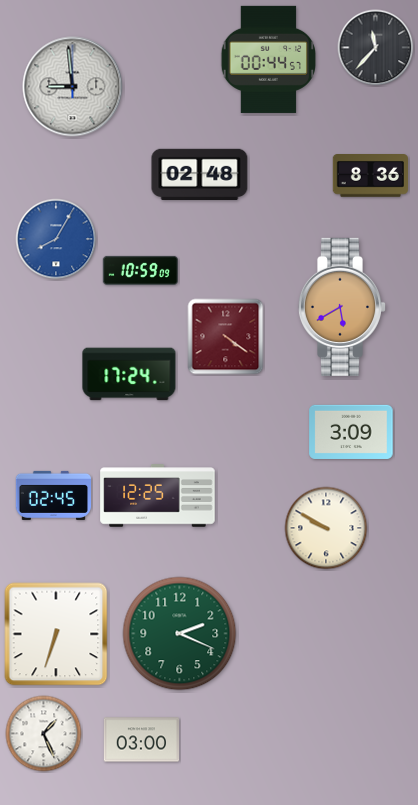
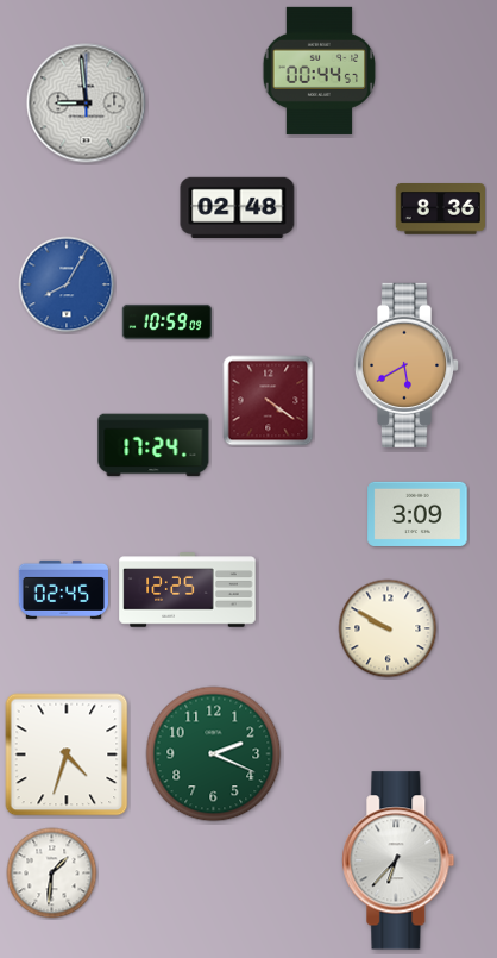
clock at (376, 48): 11:37 -> none
clock at (56, 634): 6:33 -> 4:33
clock at (398, 860): none -> 6:37
clock at (44, 734): 1:26 -> 1:31
clock at (141, 740): 03:00 -> none
